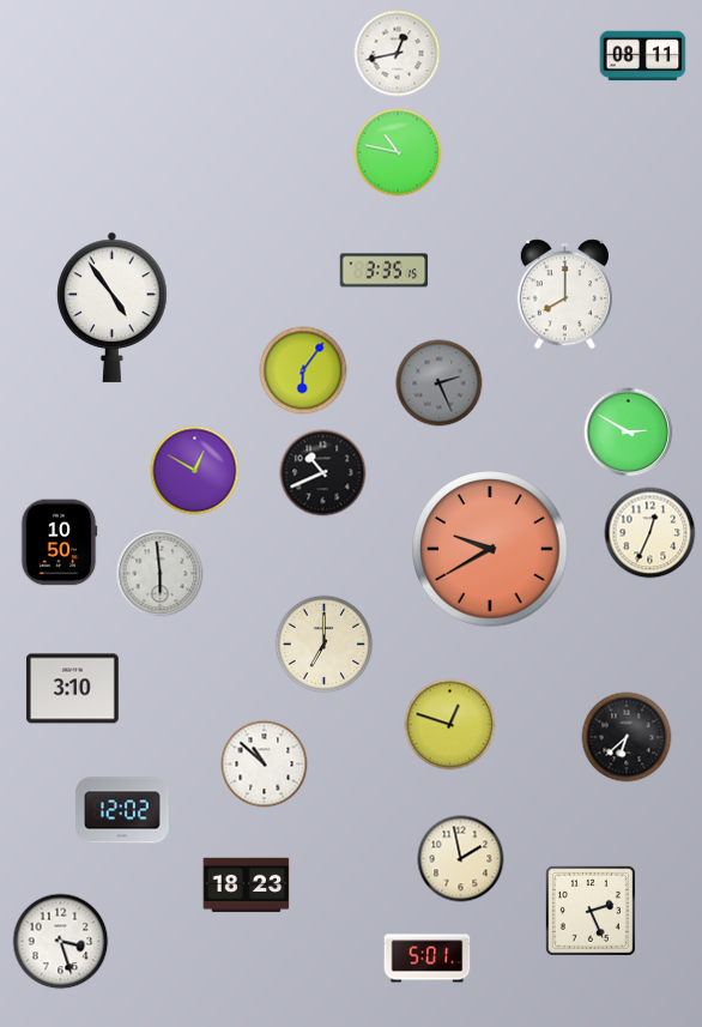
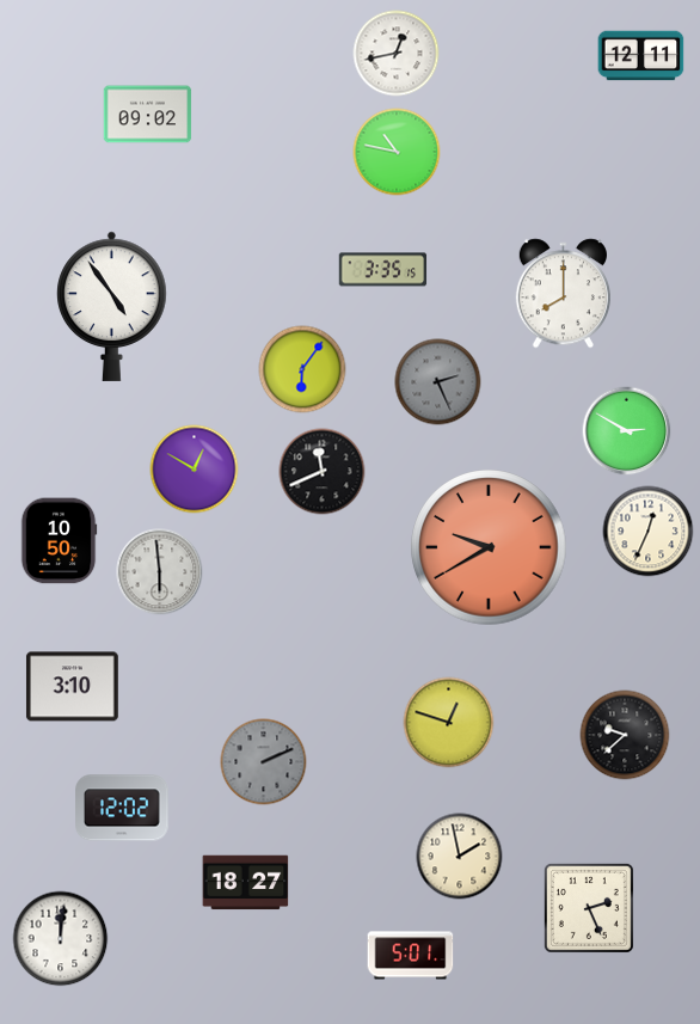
clock at (643, 56): 08:11 -> 12:11
clock at (148, 115): none -> 09:02
clock at (323, 473): 10:41 -> 11:41
clock at (325, 645): 7:00 -> none
clock at (627, 737): 6:38 -> 9:38
clock at (265, 765): 10:52 -> 2:11
clock at (265, 765) dial: white -> grey
clock at (247, 886): 18:23 -> 18:27
clock at (61, 942): 3:27 -> 12:01
clock at (428, 959) position: (428, 959) -> (411, 956)
